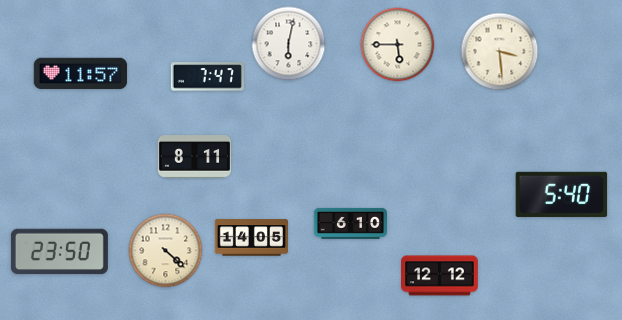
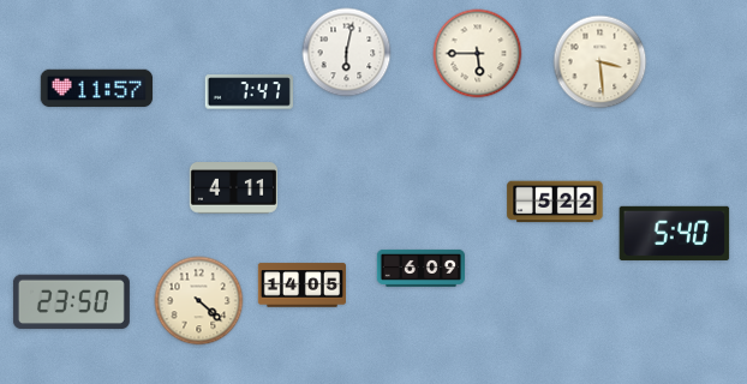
clock at (194, 157): 8:11 -> 4:11
clock at (555, 202): none -> 5:22
clock at (350, 223): 6:10 -> 6:09
clock at (440, 276): 12:12 -> none
